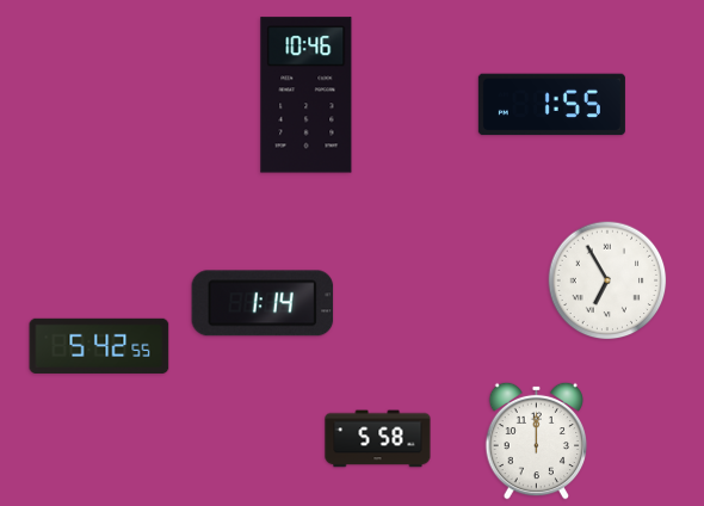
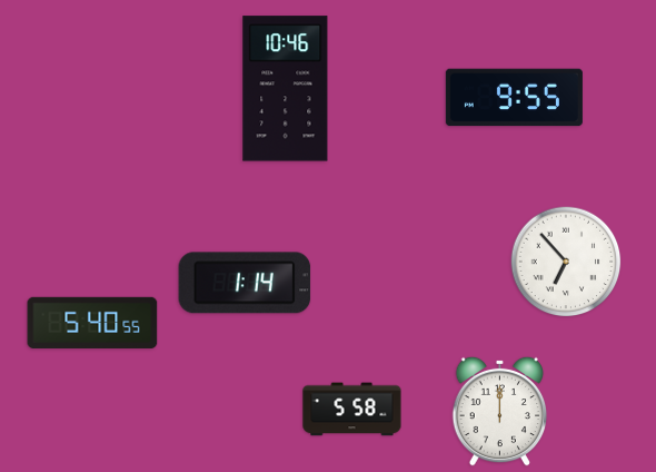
clock at (551, 105): 1:55 -> 9:55
clock at (607, 280): 6:55 -> 6:53
clock at (99, 346): 5:42 -> 5:40
